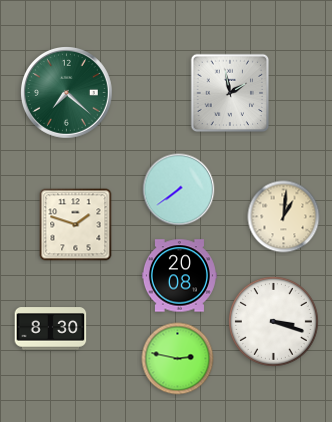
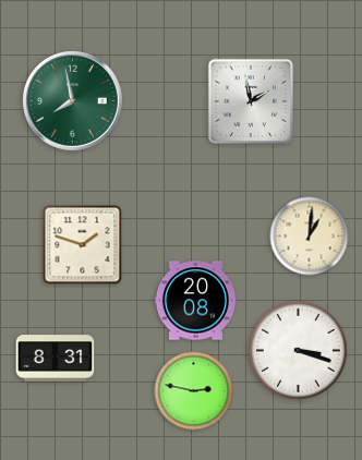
clock at (67, 93): 7:22 -> 7:58
clock at (179, 190): 7:39 -> none
clock at (51, 329): 8:30 -> 8:31
